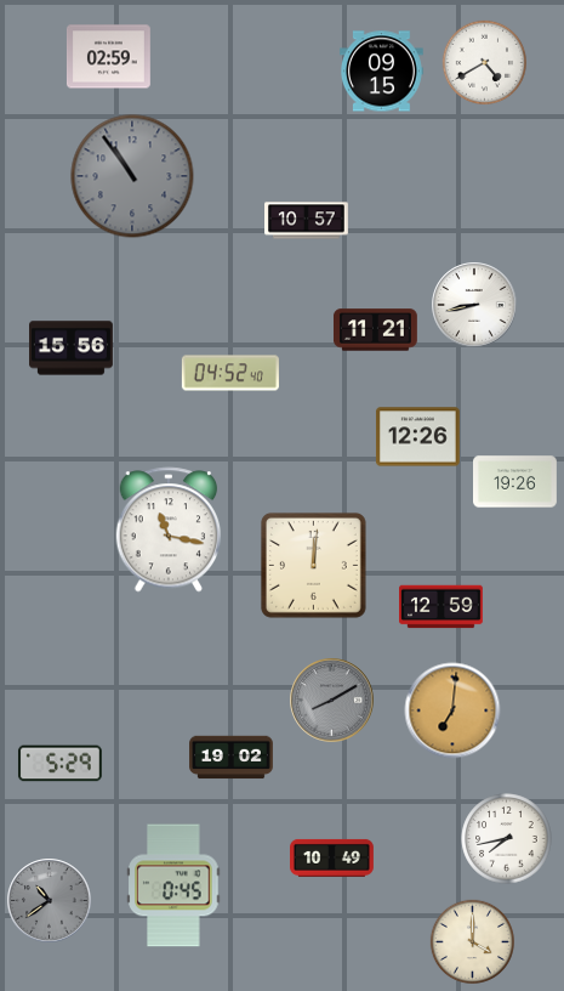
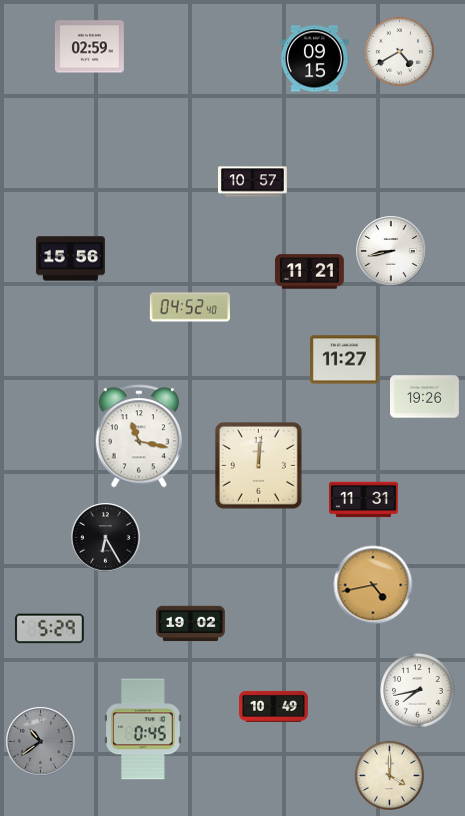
clock at (132, 176): 10:54 -> none
clock at (72, 349) position: (72, 349) -> (71, 259)
clock at (417, 437): 12:26 -> 11:27
clock at (441, 607): 12:59 -> 11:31
clock at (106, 538): none -> 6:25
clock at (332, 701): 8:10 -> none
clock at (452, 710): 7:01 -> 4:43
